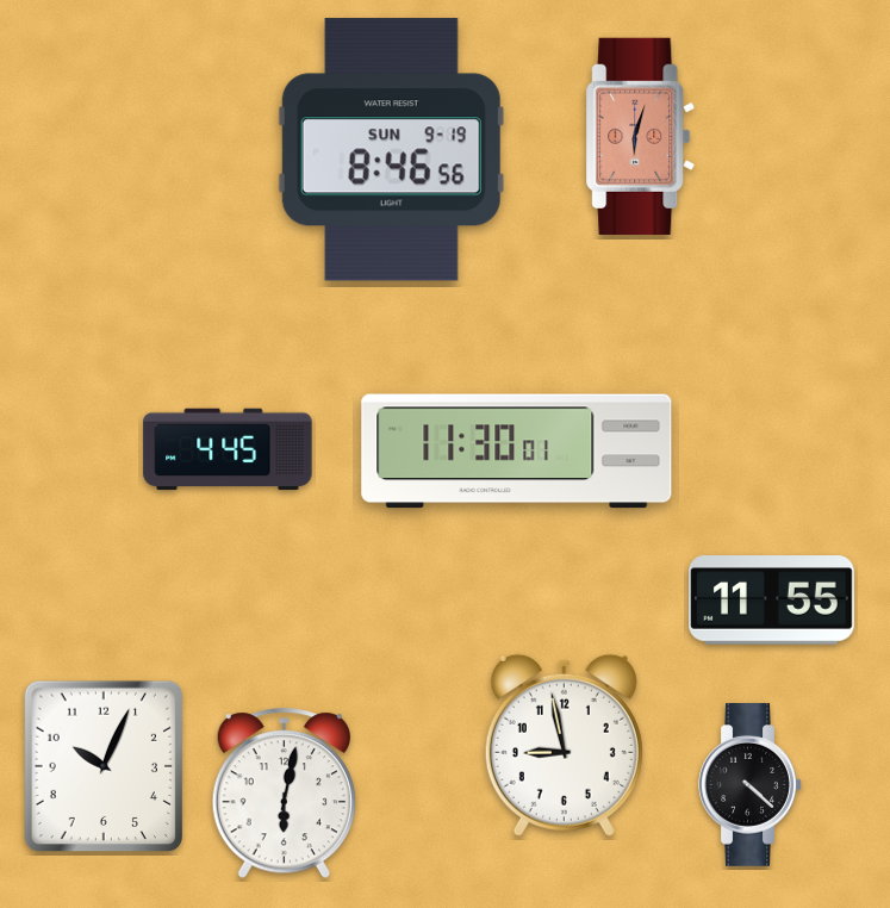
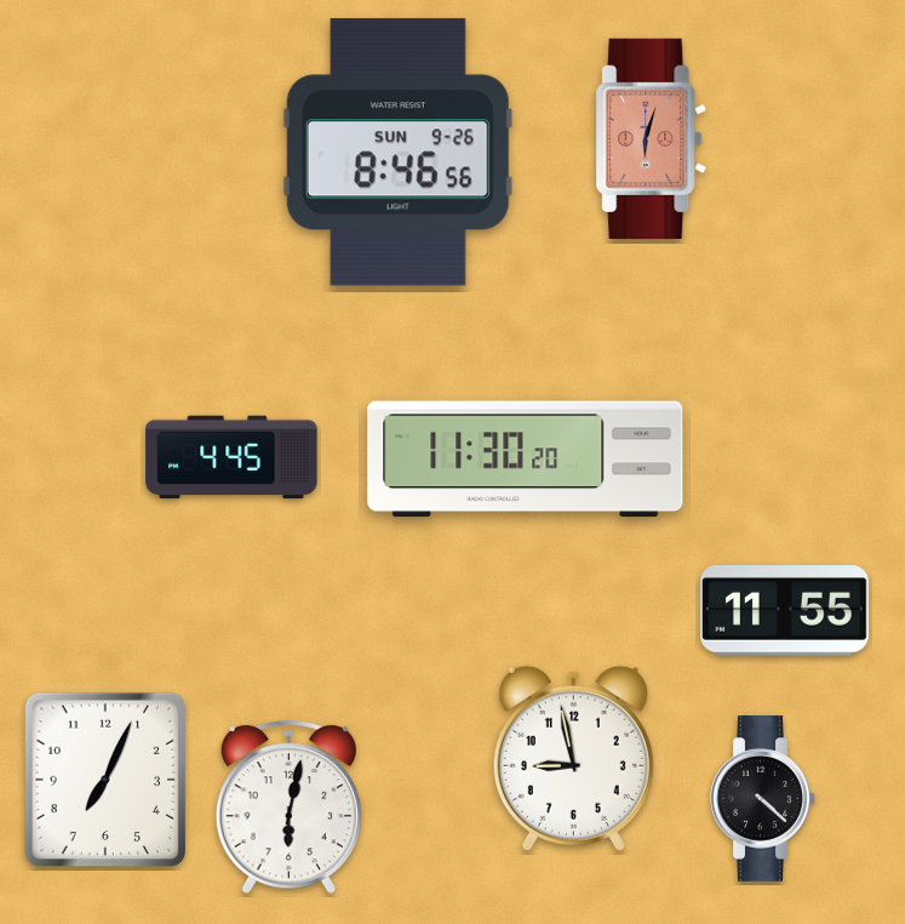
clock at (391, 150) date: SUN 9-19 -> SUN 9-26
clock at (517, 452): 11:30:01 -> 11:30:20
clock at (104, 766): 10:04 -> 7:04
